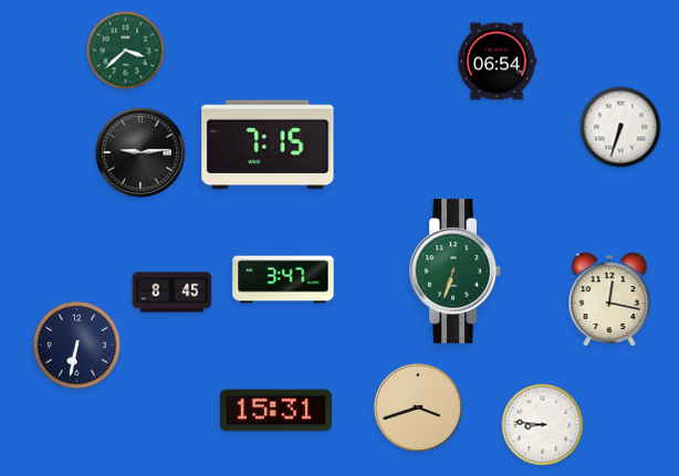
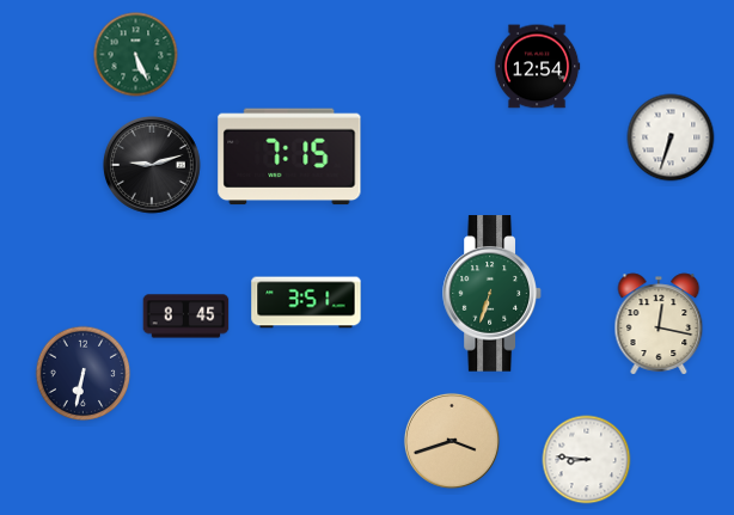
clock at (126, 51): 3:38 -> 5:26
clock at (497, 62): 06:54 -> 12:54
clock at (140, 152): 9:14 -> 9:12
clock at (283, 279): 3:47 -> 3:51
clock at (275, 411): 15:31 -> none
